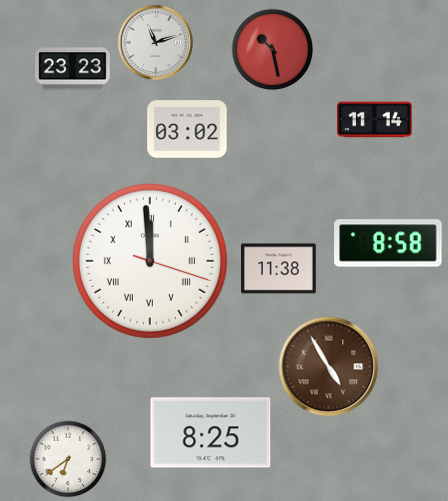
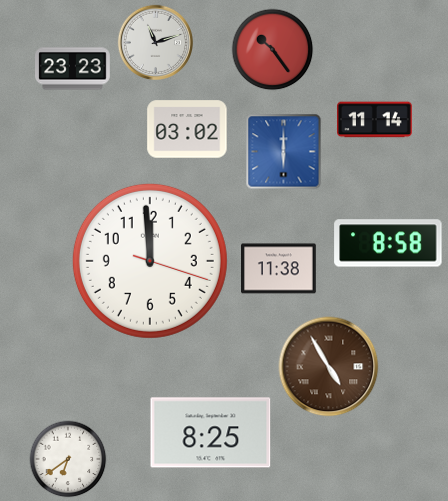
clock at (273, 50): 10:28 -> 10:24
clock at (284, 152): none -> 6:00
clock at (150, 261) numerals: Roman -> Arabic
